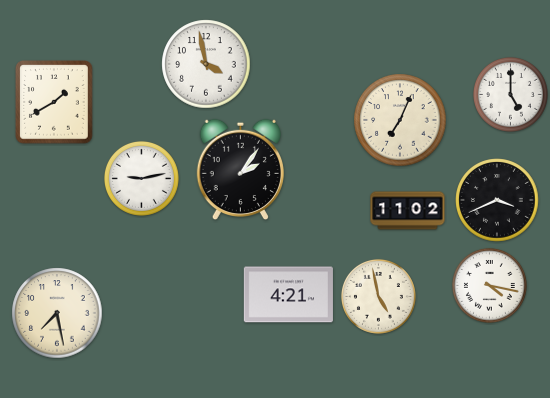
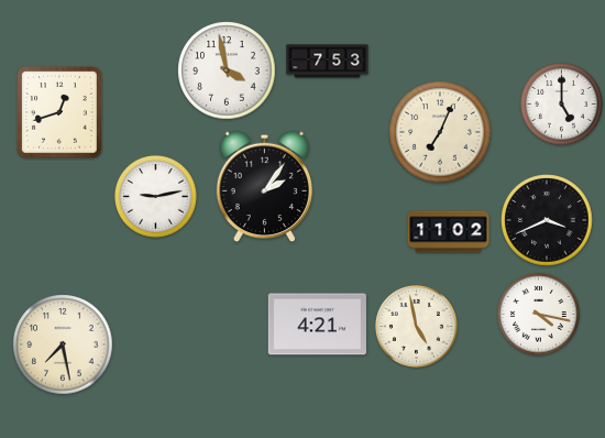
clock at (328, 62): none -> 7:53
clock at (54, 102): 1:40 -> 12:42
